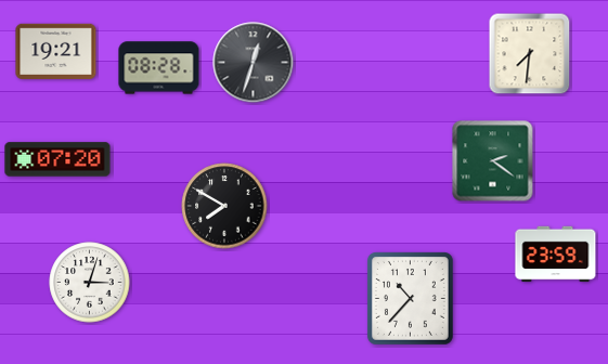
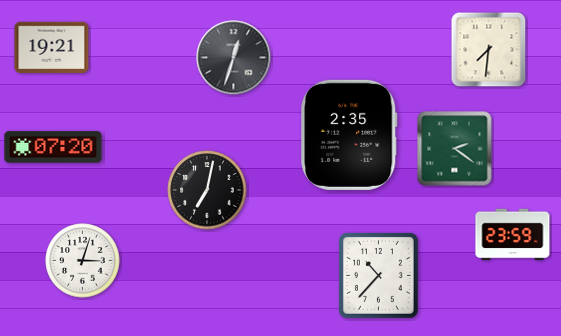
clock at (159, 68): 08:28 -> none
clock at (349, 135): none -> 2:35
clock at (224, 206): 7:50 -> 7:02
